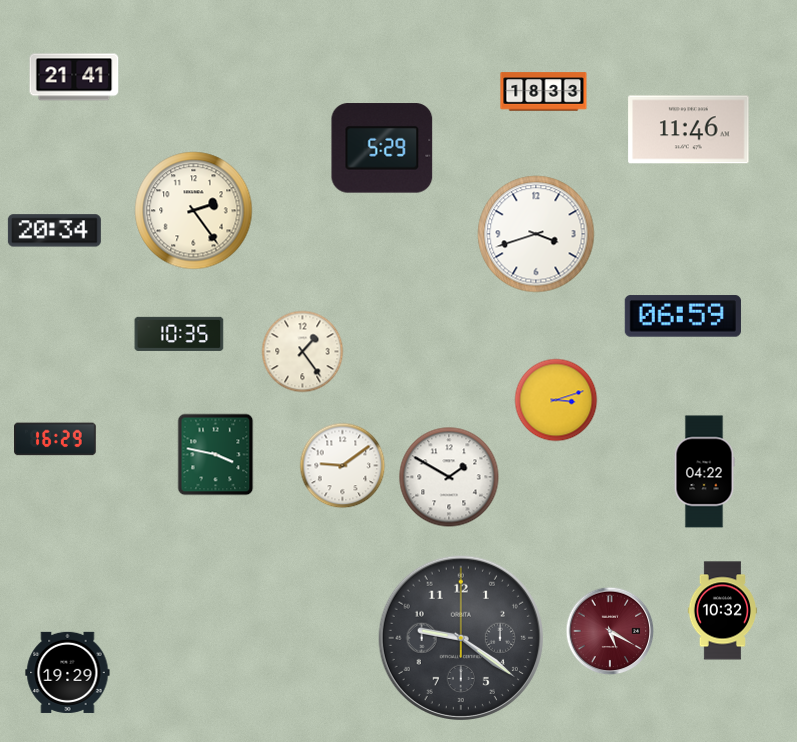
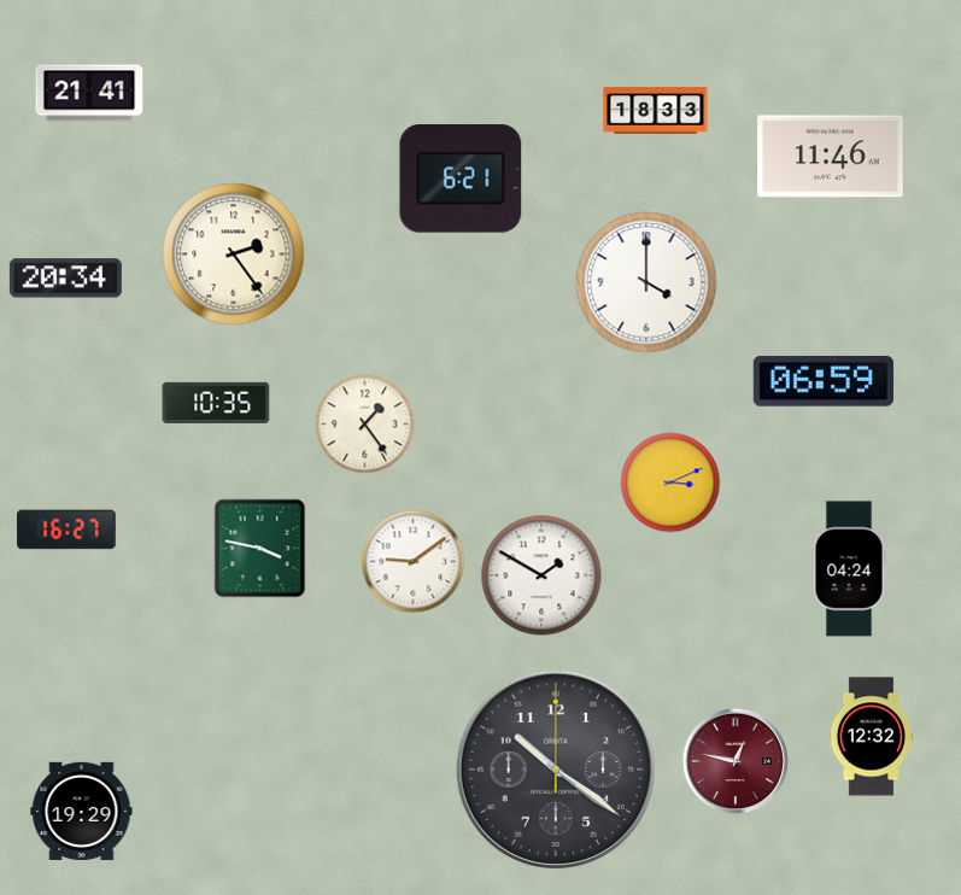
clock at (382, 148): 5:29 -> 6:21
clock at (536, 234): 3:42 -> 4:00
clock at (556, 400): 3:12 -> 3:11
clock at (56, 439): 16:29 -> 16:27
clock at (704, 472): 04:22 -> 04:24
clock at (723, 611): 10:32 -> 12:32
clock at (610, 631): 5:20 -> 12:47
clock at (460, 637): 9:21 -> 10:21
